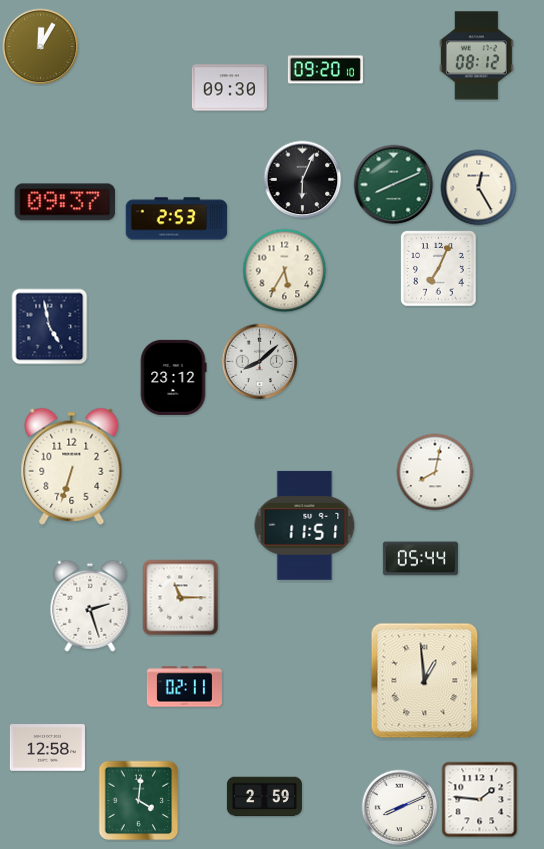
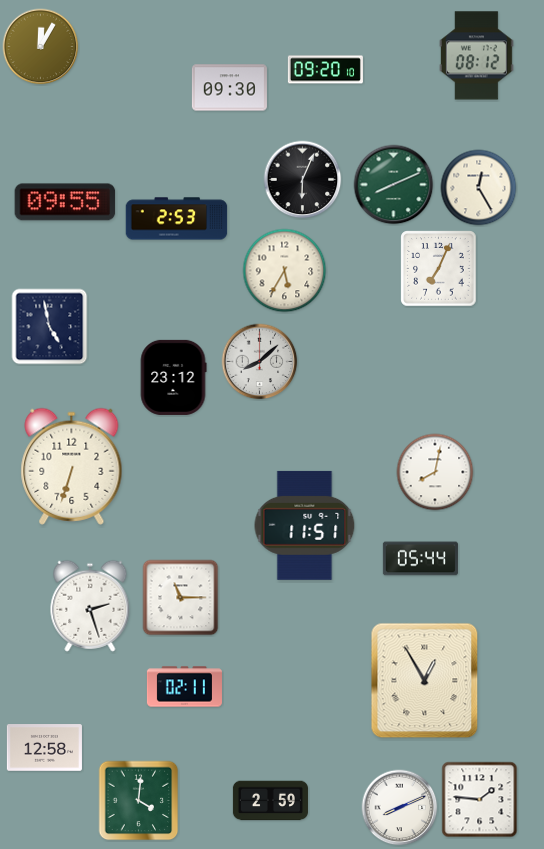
clock at (65, 202): 09:37 -> 09:55
clock at (425, 681): 12:59 -> 12:55
clock at (47, 748) position: (47, 748) -> (44, 748)
clock at (264, 797) position: (264, 797) -> (270, 801)
